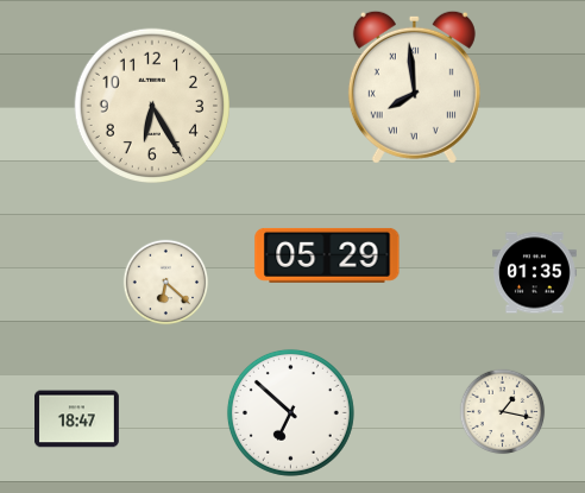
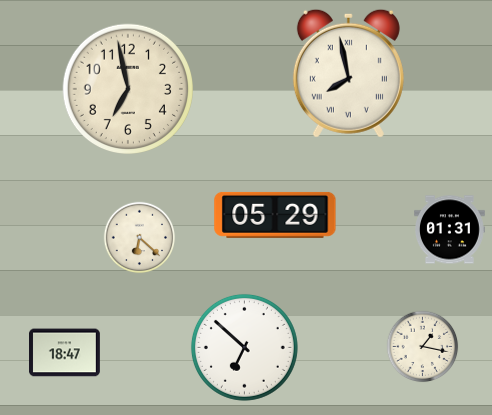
clock at (414, 87): 7:59 -> 7:58
clock at (151, 105): 6:25 -> 6:58
clock at (535, 273): 01:35 -> 01:31
